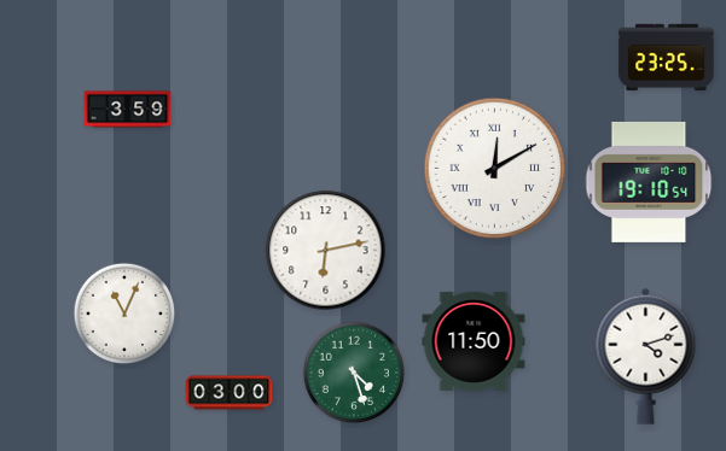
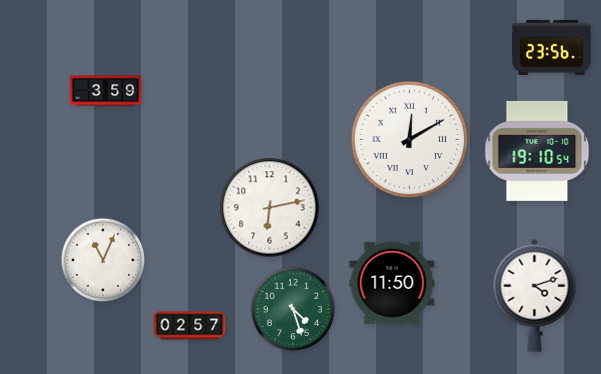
clock at (667, 57): 23:25 -> 23:56
clock at (230, 393): 03:00 -> 02:57
